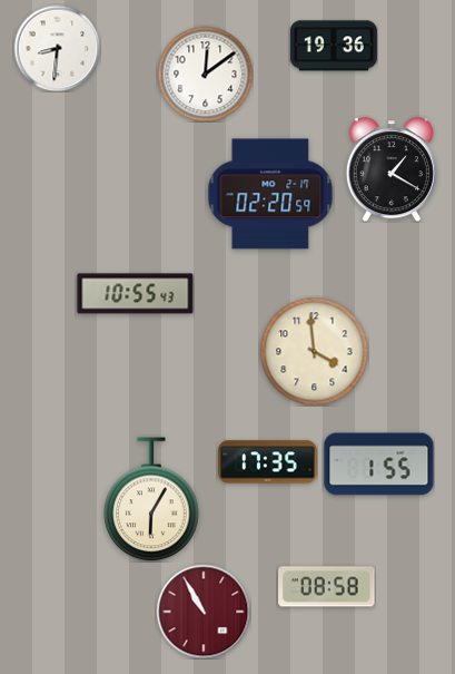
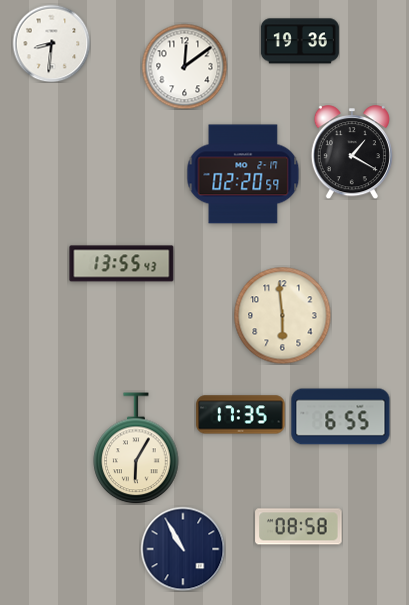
clock at (136, 294): 10:55 -> 13:55
clock at (314, 351): 3:59 -> 5:59
clock at (379, 465): 1:55 -> 6:55
clock at (327, 587) position: (327, 587) -> (299, 527)
clock at (204, 612) dial: burgundy -> navy
